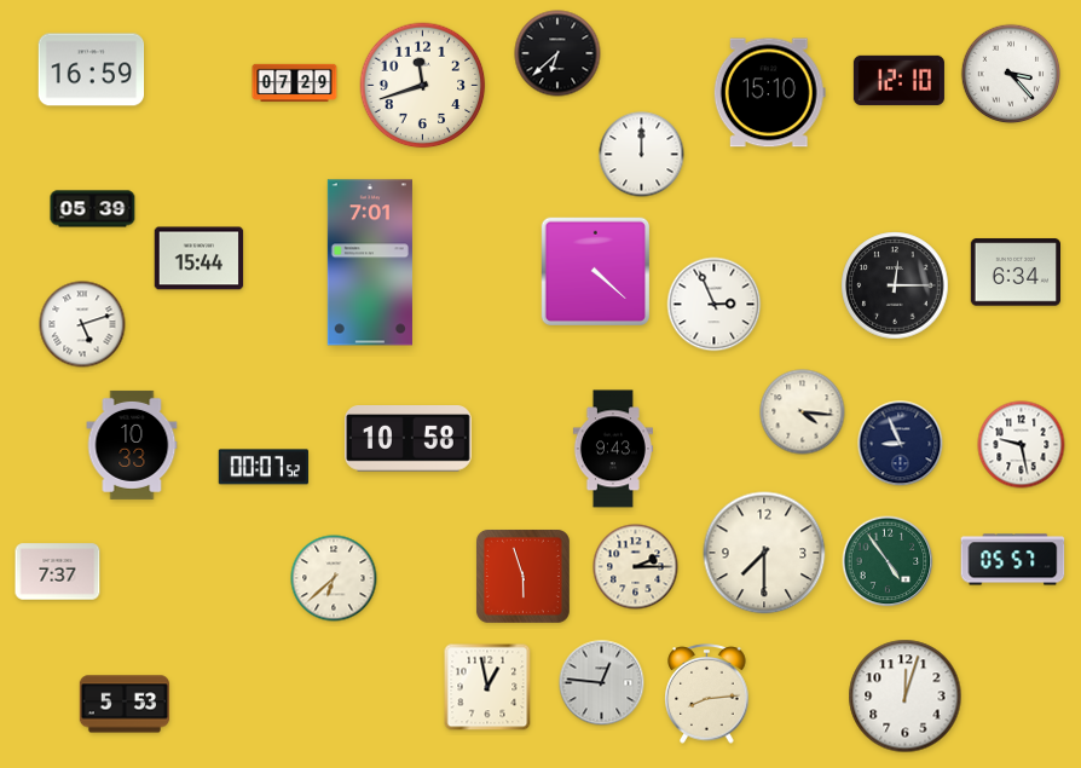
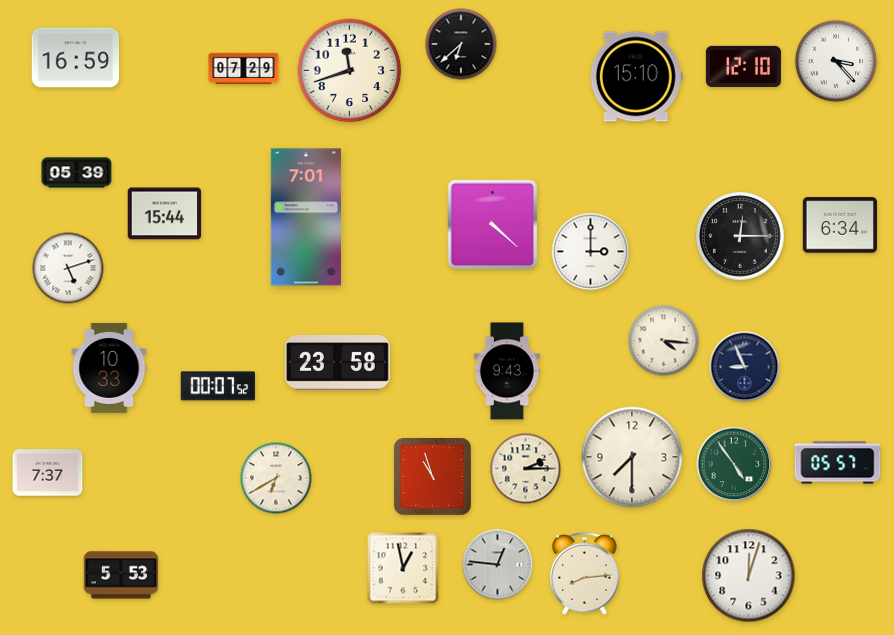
clock at (642, 155): 12:00 -> none
clock at (715, 305): 2:56 -> 3:00
clock at (409, 439): 10:58 -> 23:58
clock at (1022, 445): 9:28 -> none
clock at (522, 576): 5:57 -> 10:57
clock at (334, 578): 6:38 -> 6:40
clock at (125, 704) position: (125, 704) -> (121, 575)
